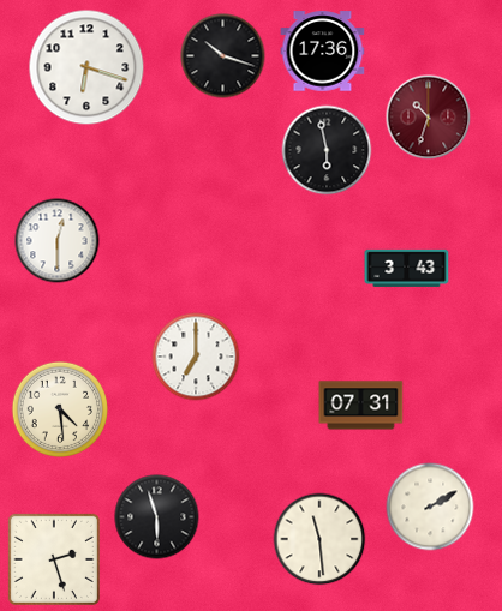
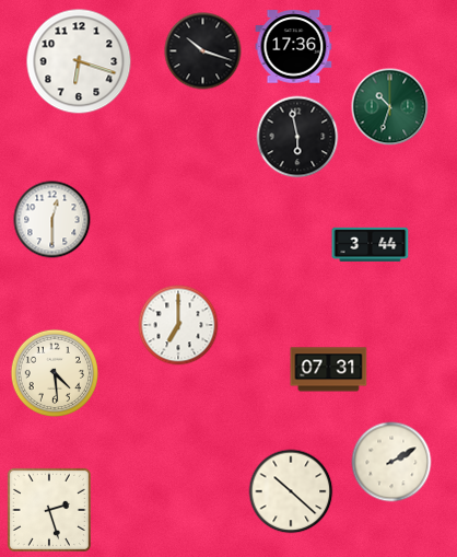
clock at (429, 118) dial: burgundy -> green
clock at (407, 268): 3:43 -> 3:44
clock at (157, 517): 5:57 -> none
clock at (319, 539): 11:29 -> 10:22
